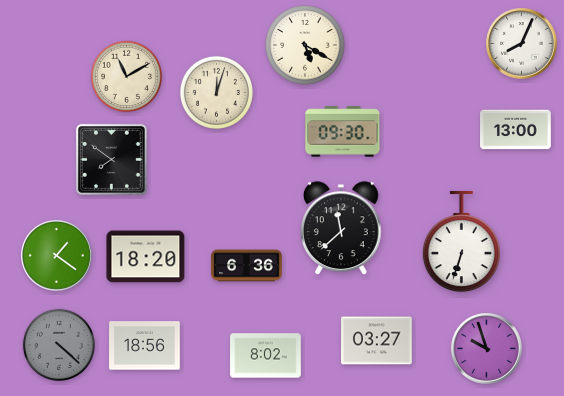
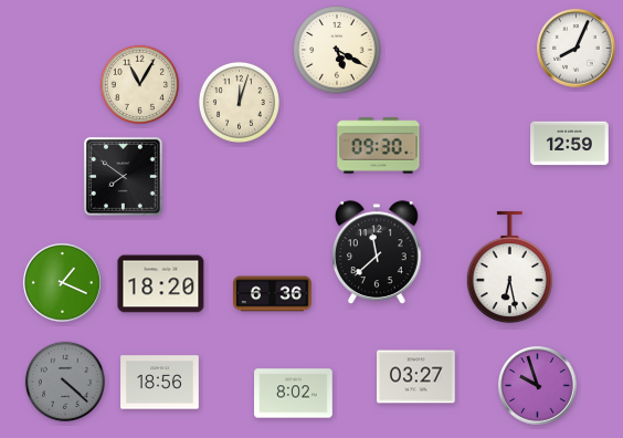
clock at (127, 77): 11:10 -> 11:05
clock at (516, 130): 13:00 -> 12:59
clock at (461, 242): 6:33 -> 6:28
clock at (57, 256): 1:21 -> 1:19
